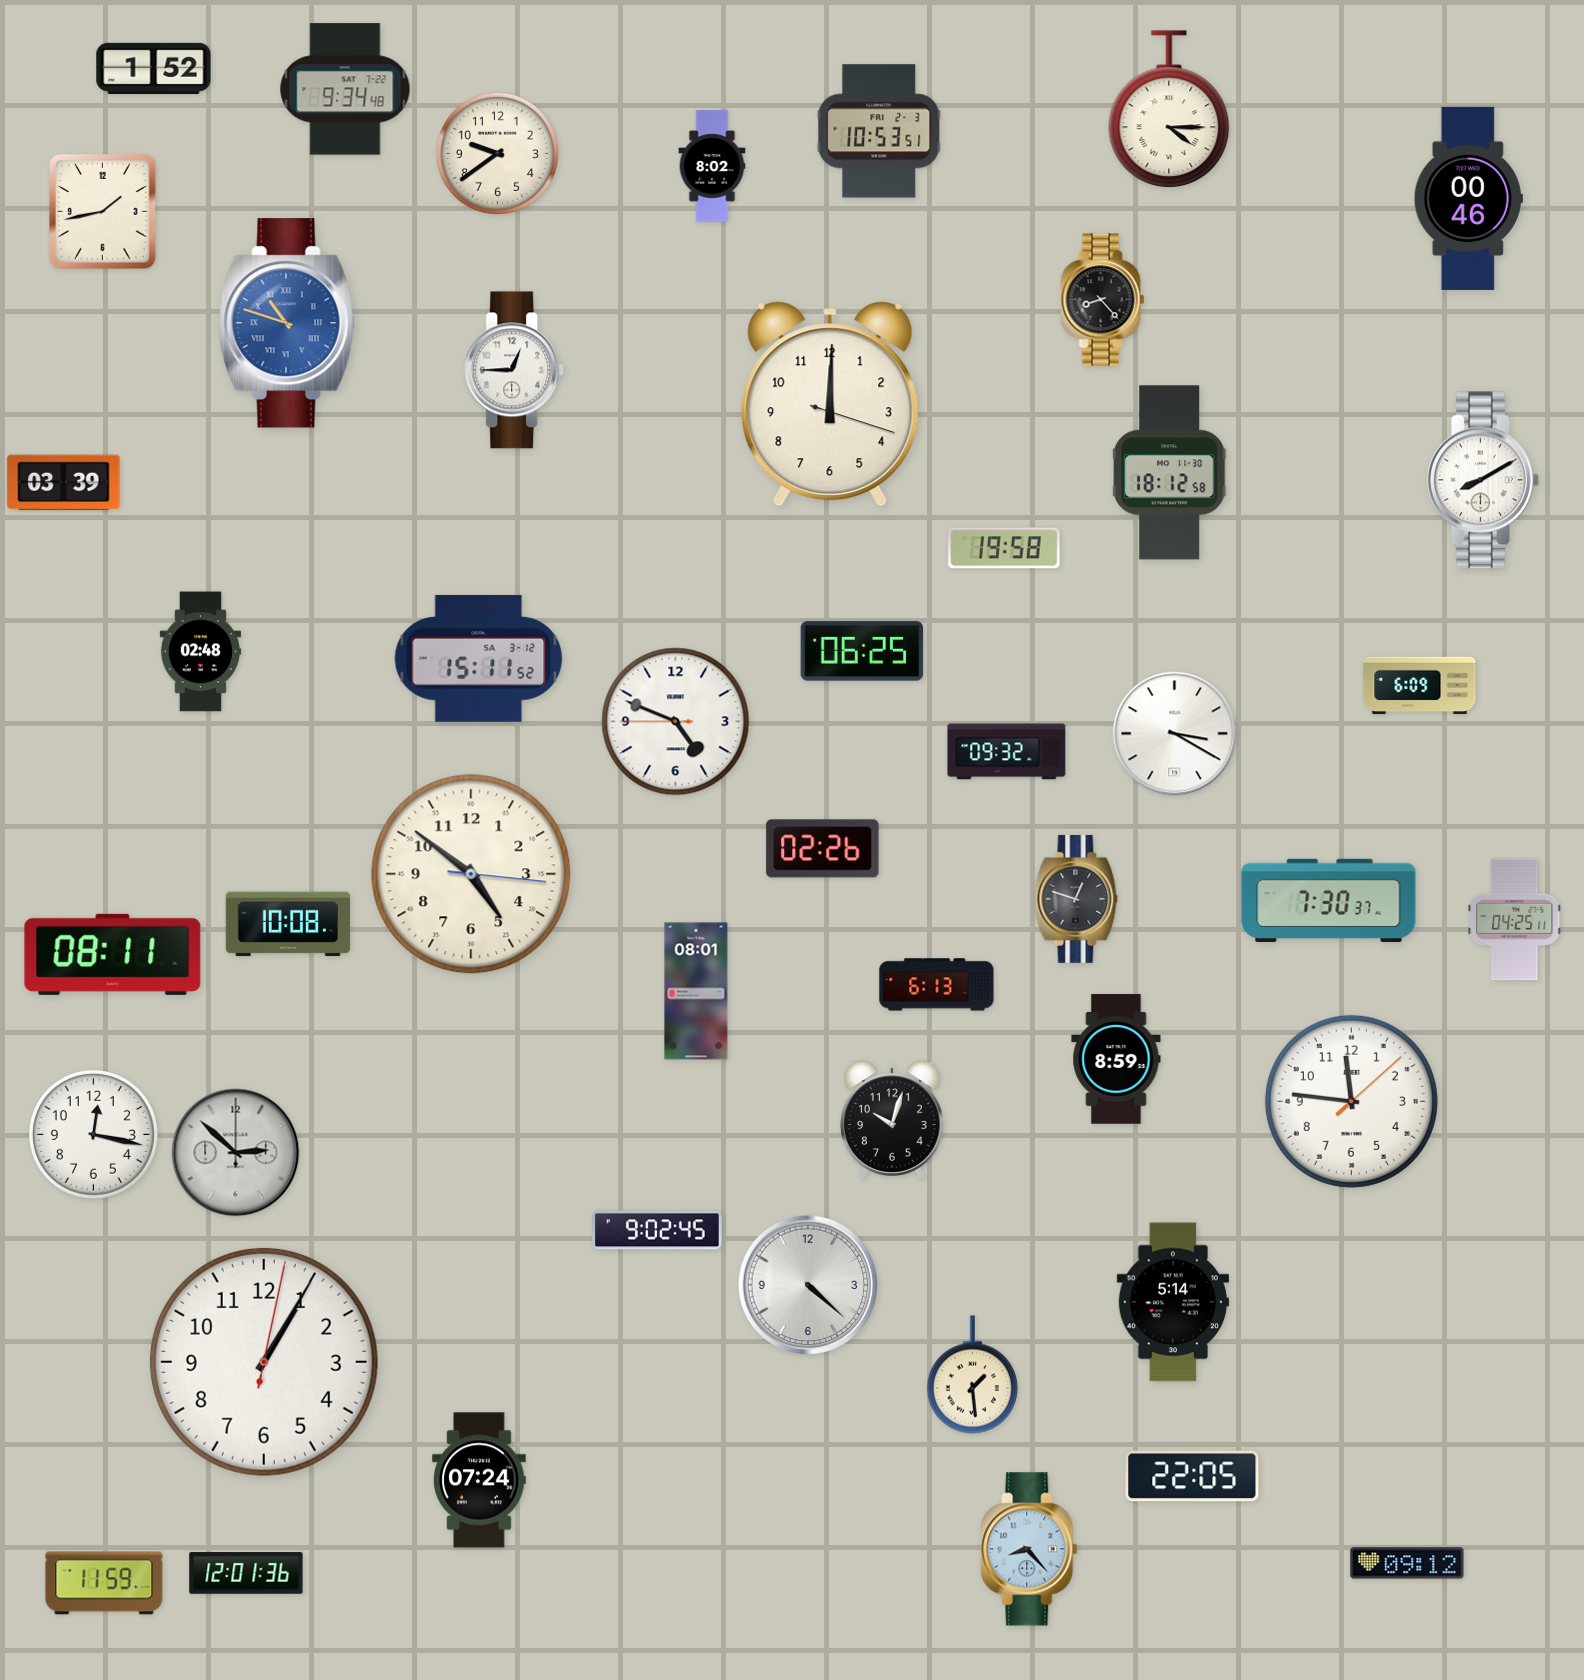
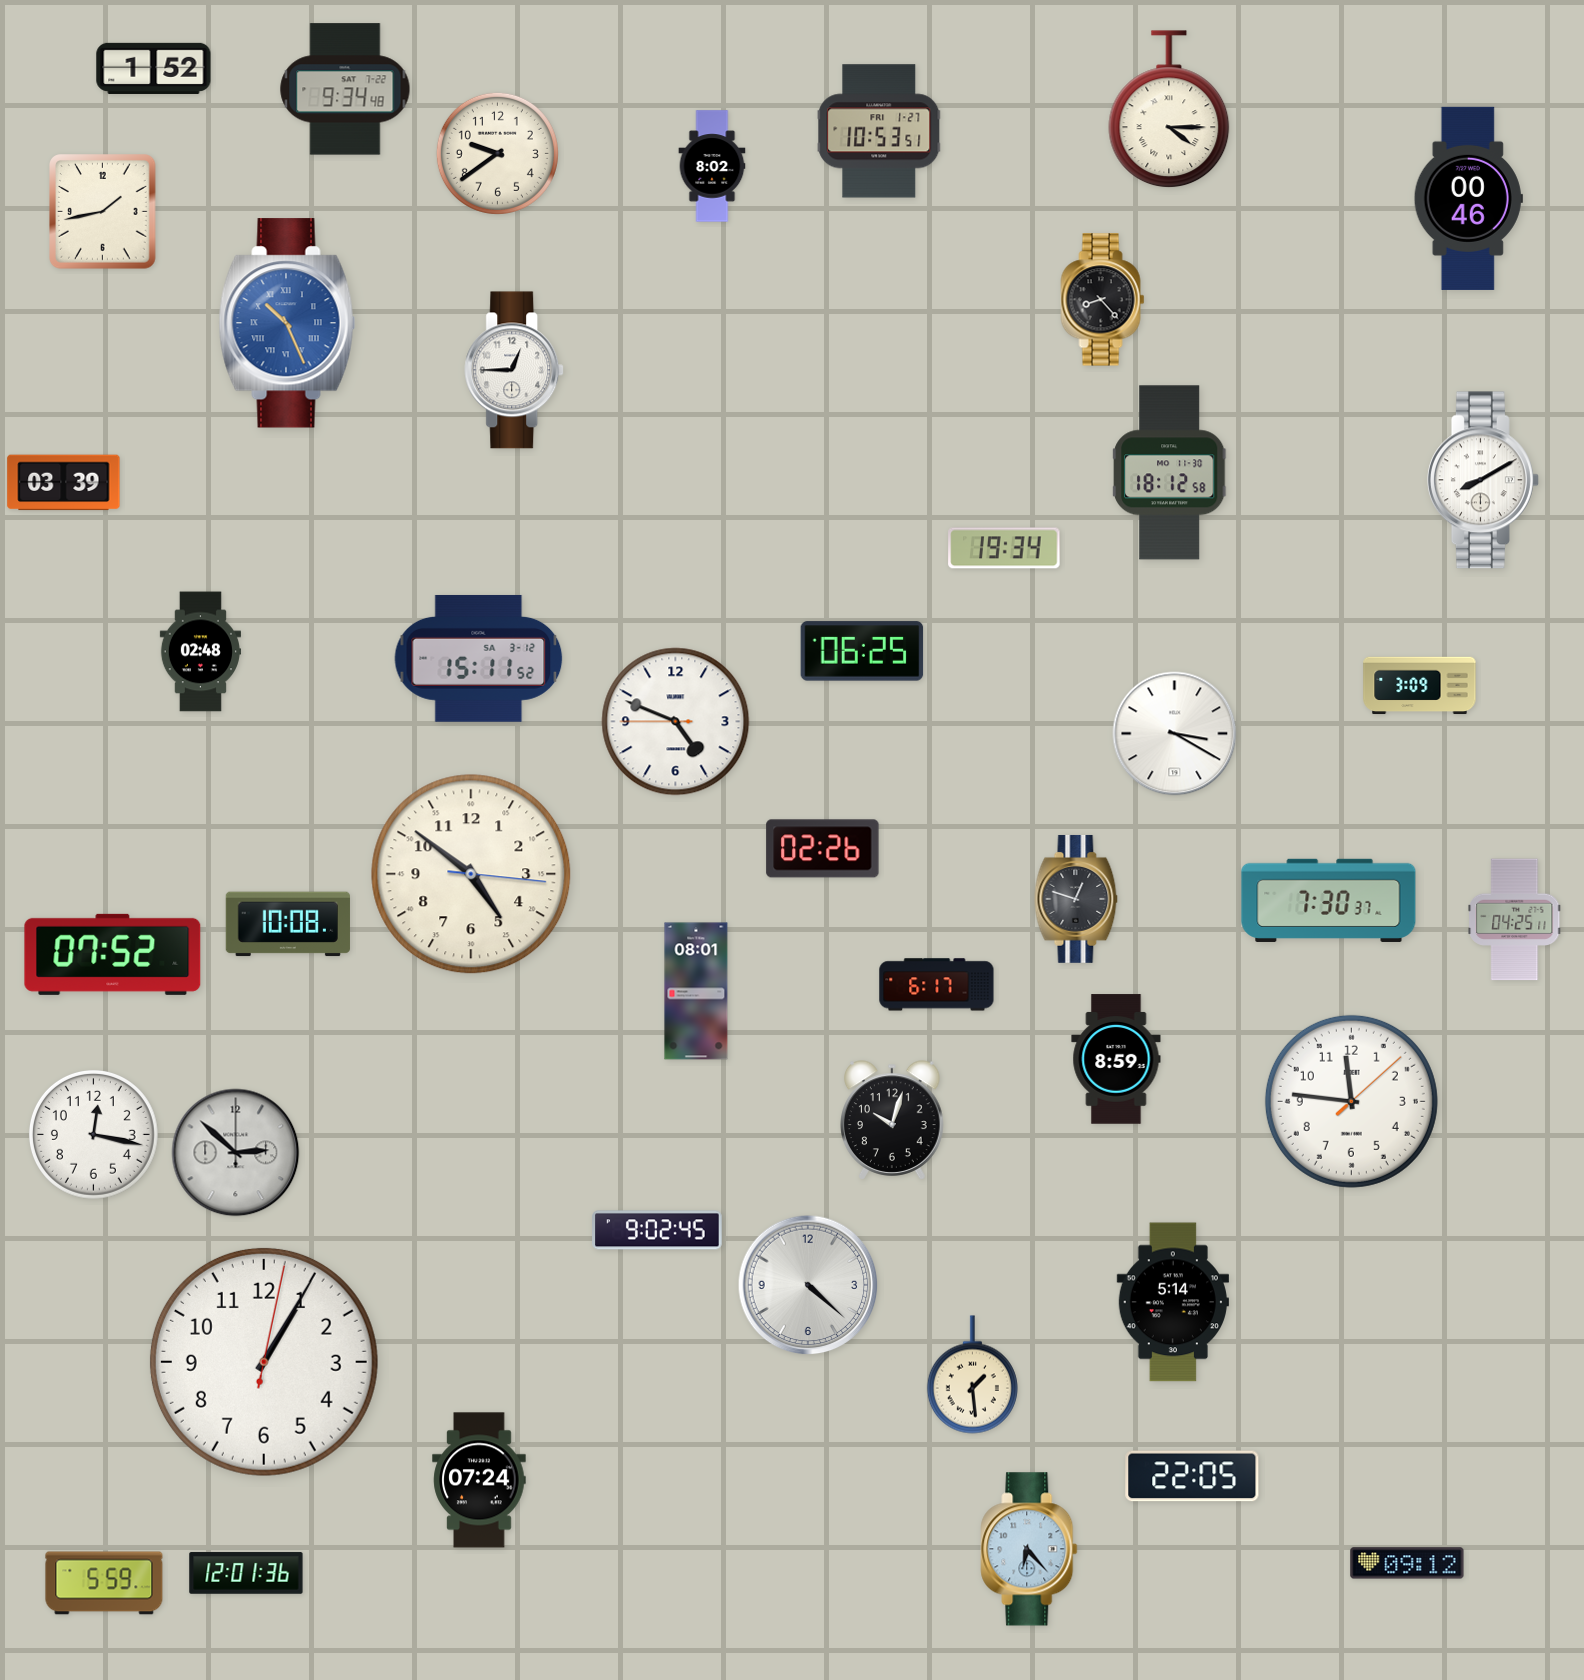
clock at (879, 131) date: FRI 2-3 -> FRI 1-27
clock at (287, 323): 10:48 -> 10:26
clock at (830, 404): 12:00 -> none
clock at (1004, 548): 19:58 -> 19:34
clock at (1420, 686): 6:09 -> 3:09
clock at (1007, 752): 09:32 -> none
clock at (113, 954): 08:11 -> 07:52
clock at (937, 985): 6:13 -> 6:17
clock at (1029, 1549): 8:23 -> 6:23
clock at (104, 1583): 11:59 -> 5:59
